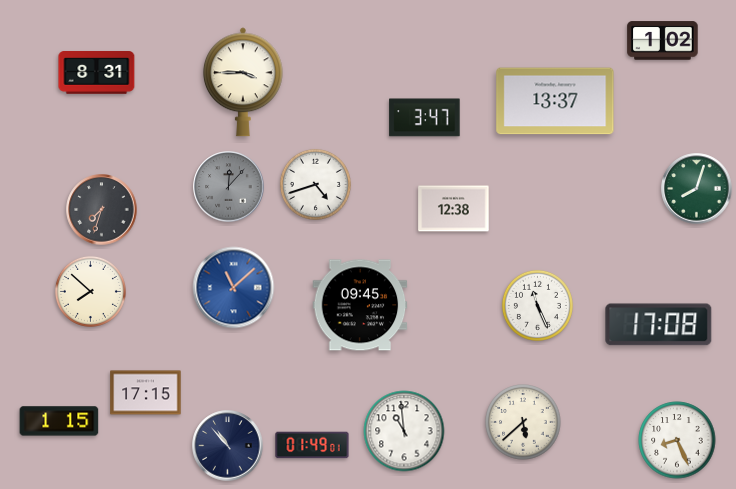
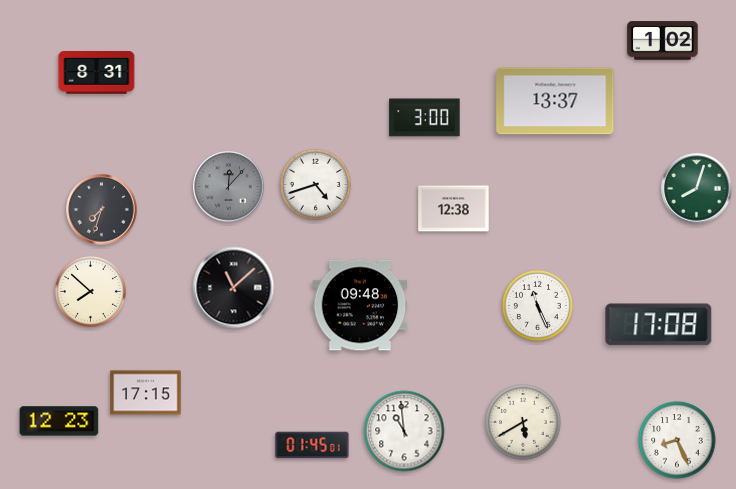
clock at (243, 82): 3:45 -> none
clock at (425, 118): 3:47 -> 3:00
clock at (234, 288) dial: blue -> black
clock at (360, 305): 09:45 -> 09:48
clock at (59, 421): 1:15 -> 12:23
clock at (523, 422): 5:38 -> 5:40
clock at (312, 445): 01:49 -> 01:45
clock at (228, 446): 10:53 -> none
